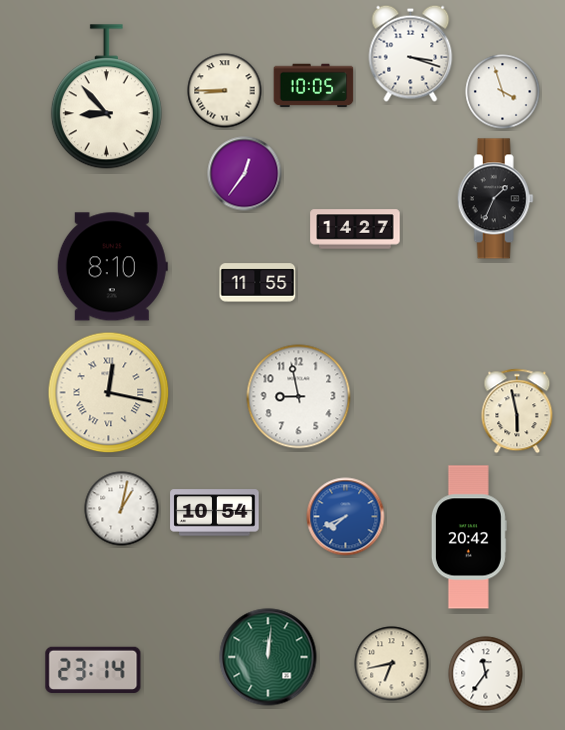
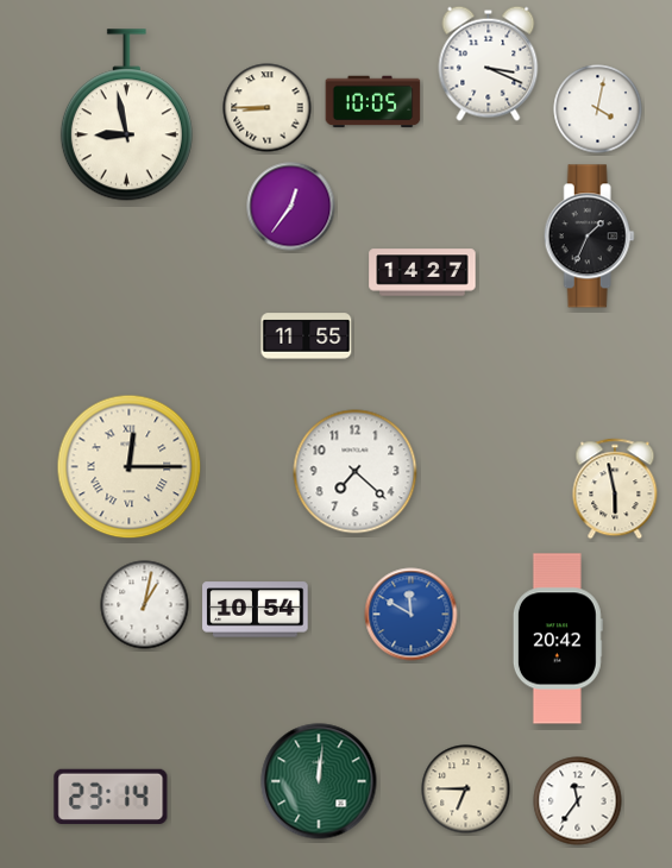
clock at (411, 53): 3:18 -> 3:19
clock at (503, 92): 3:57 -> 4:02
clock at (106, 97): 8:53 -> 8:58
clock at (112, 267): 8:10 -> none
clock at (109, 393): 12:17 -> 12:15
clock at (299, 397): 8:58 -> 7:22
clock at (346, 517): 7:41 -> 11:50
clock at (392, 664): 6:43 -> 6:45
